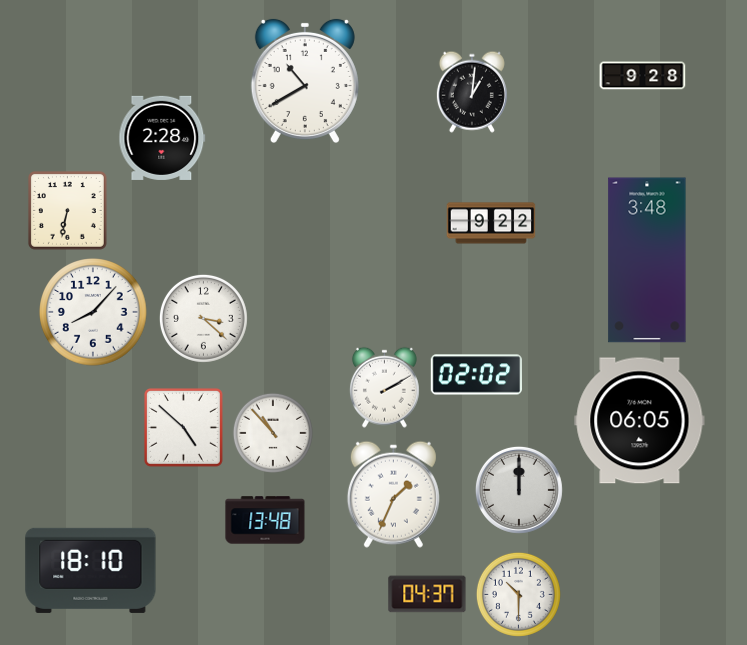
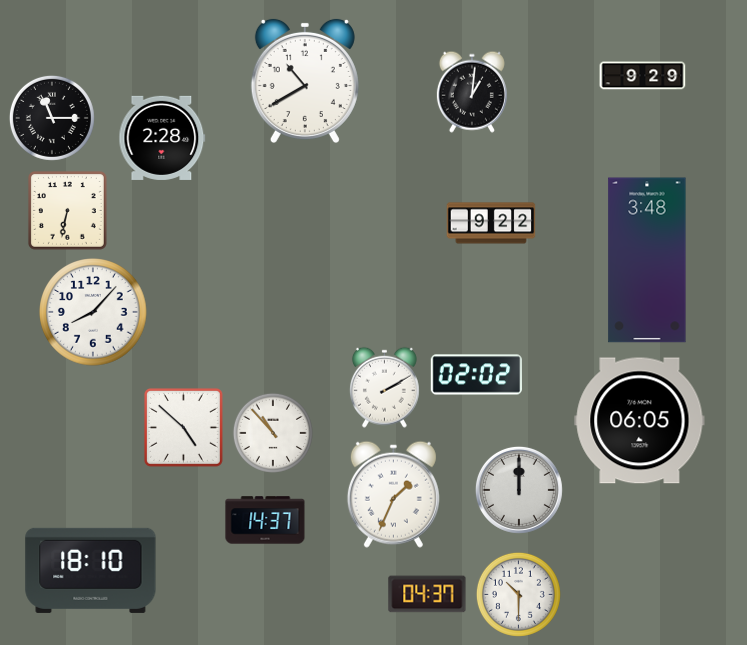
clock at (643, 76): 9:28 -> 9:29
clock at (52, 118): none -> 11:15
clock at (203, 318): 3:22 -> none
clock at (265, 520): 13:48 -> 14:37
